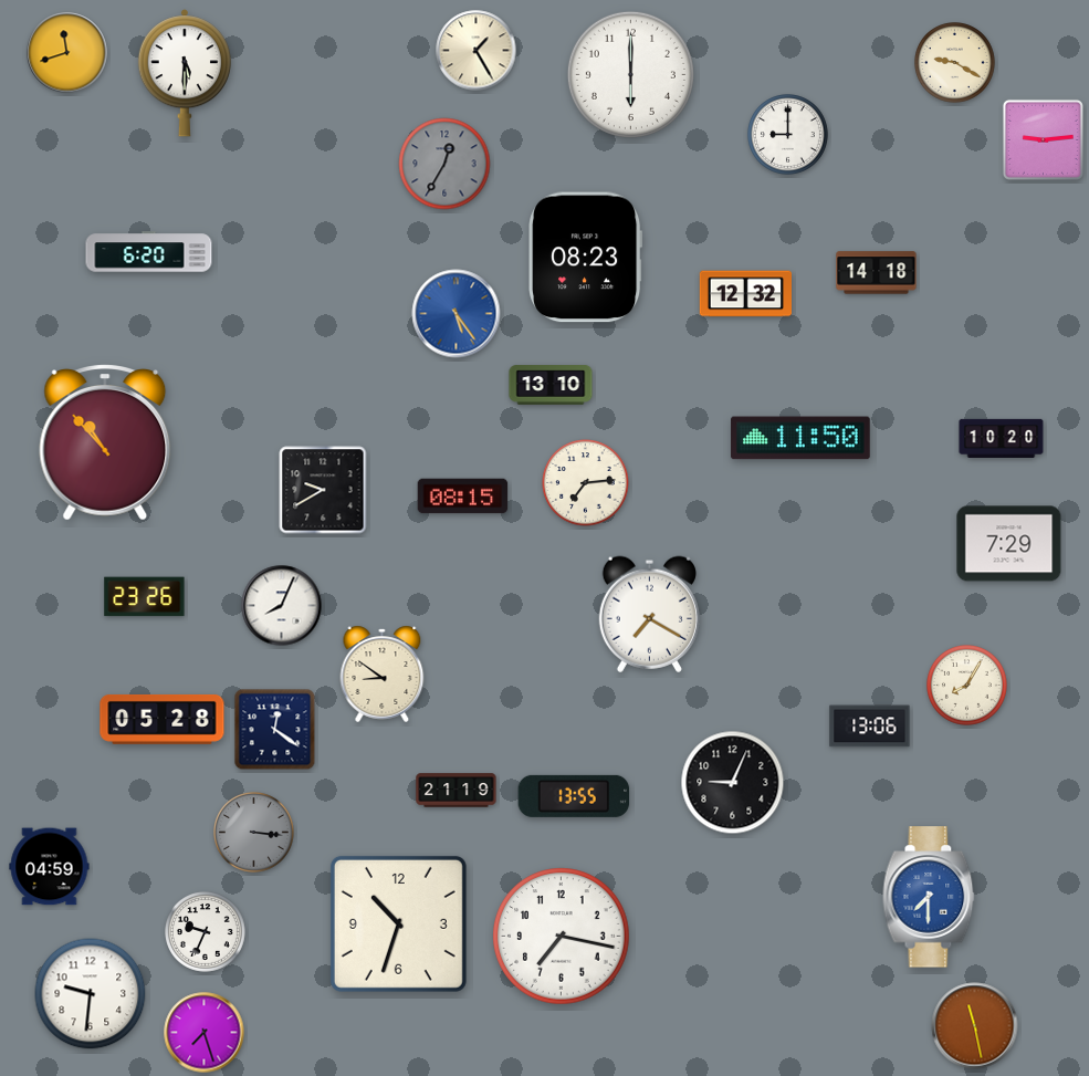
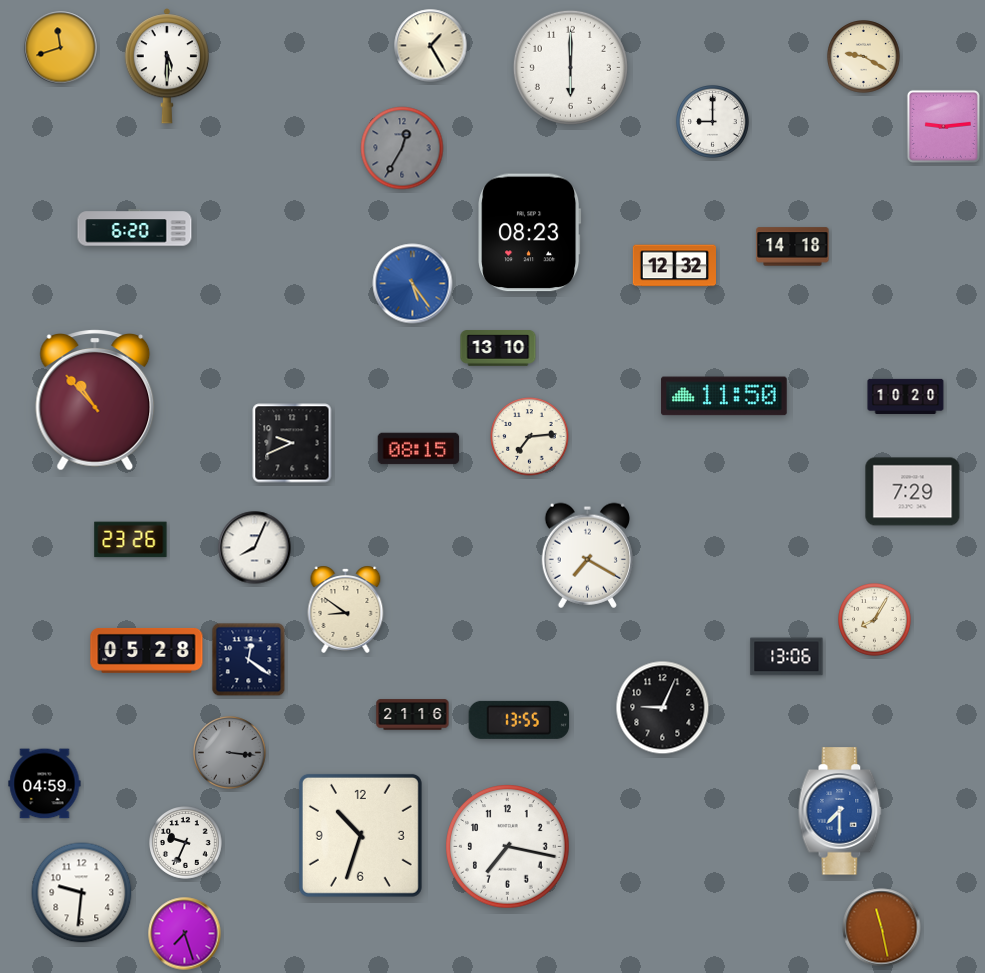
clock at (323, 490): 9:40 -> 9:41
clock at (457, 791): 21:19 -> 21:16
clock at (91, 994) position: (91, 994) -> (82, 893)
